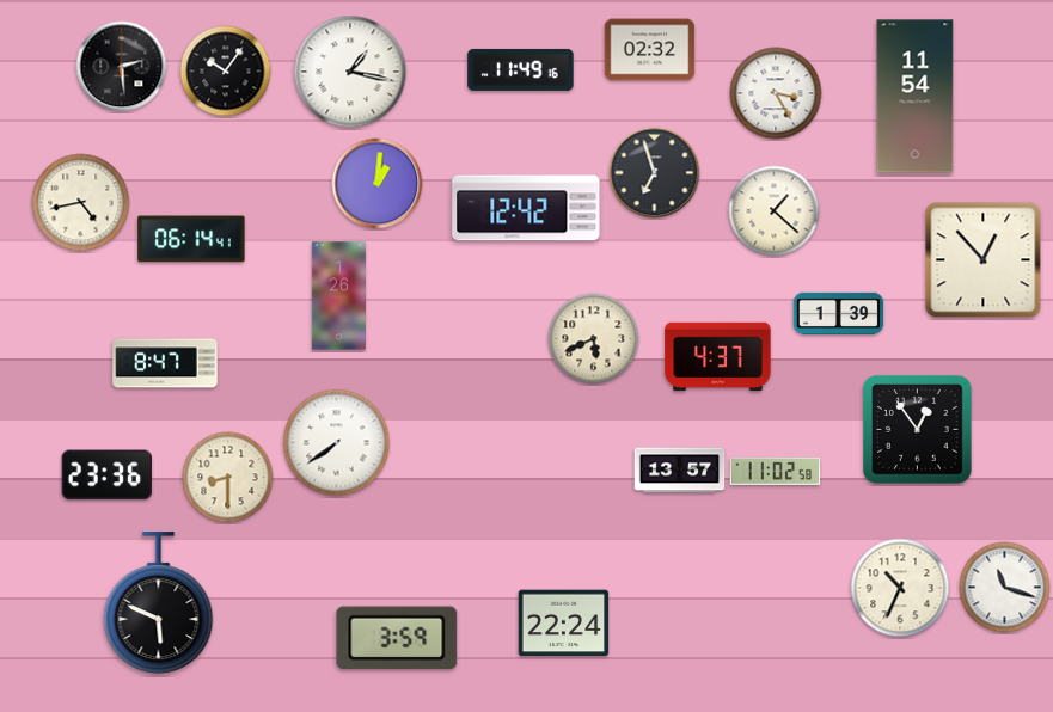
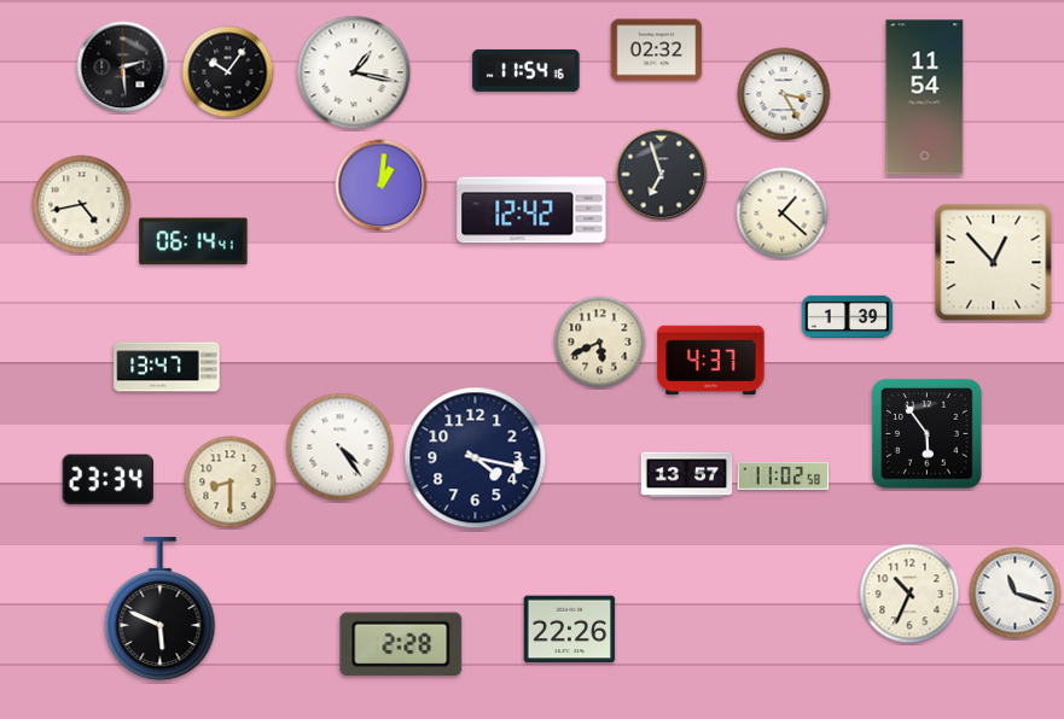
clock at (521, 69): 11:49 -> 11:54
clock at (338, 296): 1:26 -> none
clock at (718, 357) position: (718, 357) -> (711, 361)
clock at (165, 363): 8:47 -> 13:47
clock at (918, 430): 12:54 -> 5:54
clock at (337, 443): 7:39 -> 4:24
clock at (476, 458): none -> 4:17
clock at (106, 475): 23:36 -> 23:34
clock at (564, 624): 22:24 -> 22:26
clock at (397, 638): 3:59 -> 2:28
